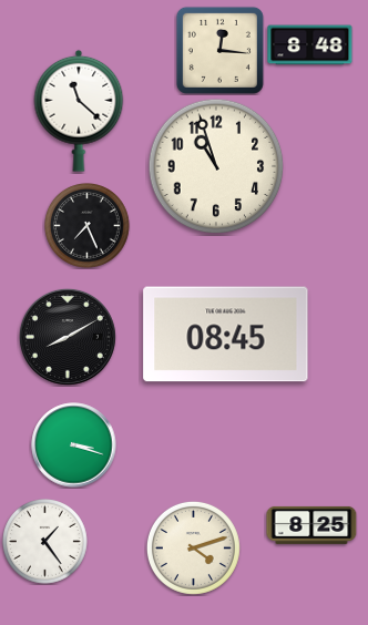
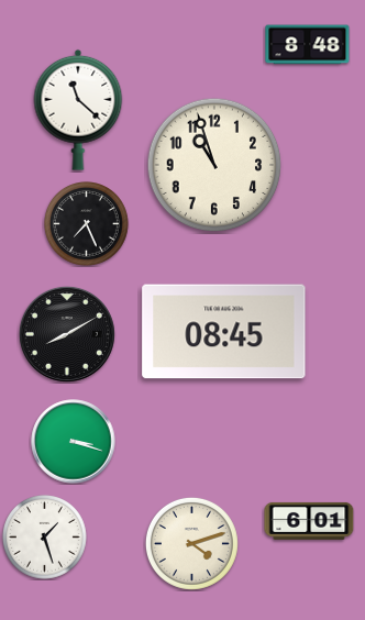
clock at (219, 50): 12:16 -> none
clock at (311, 525): 8:25 -> 6:01
clock at (45, 542): 1:24 -> 1:27
